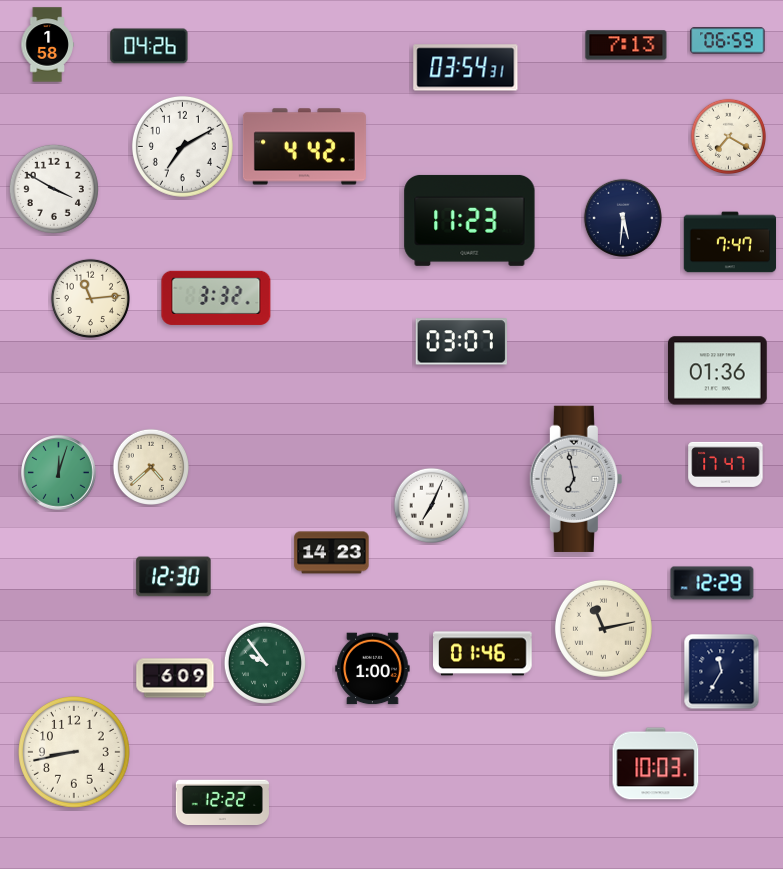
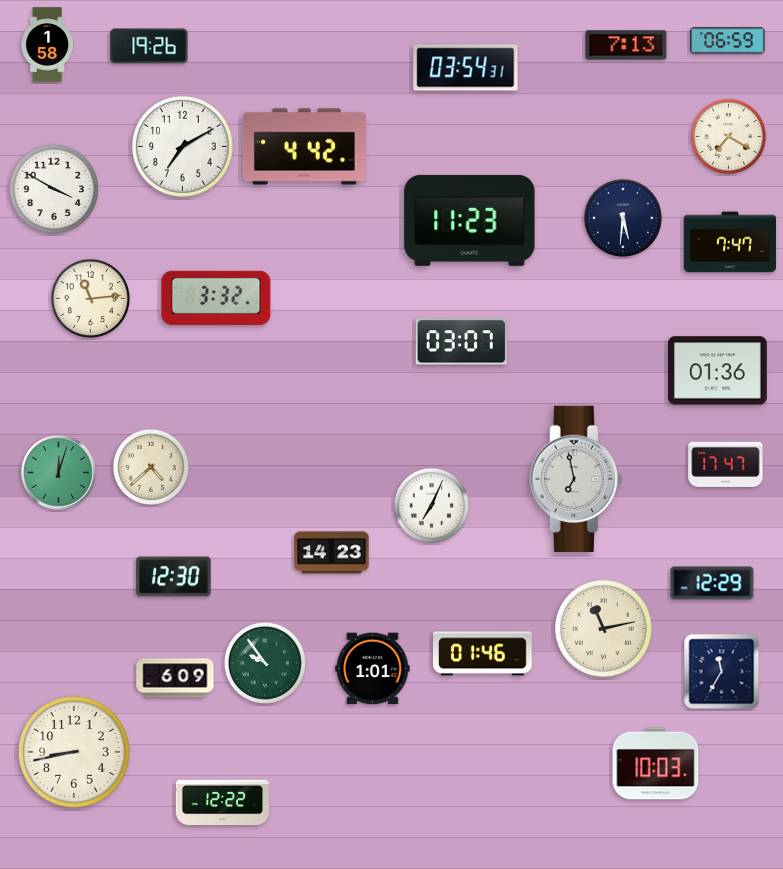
clock at (149, 46): 04:26 -> 19:26
clock at (373, 669): 1:00 -> 1:01
